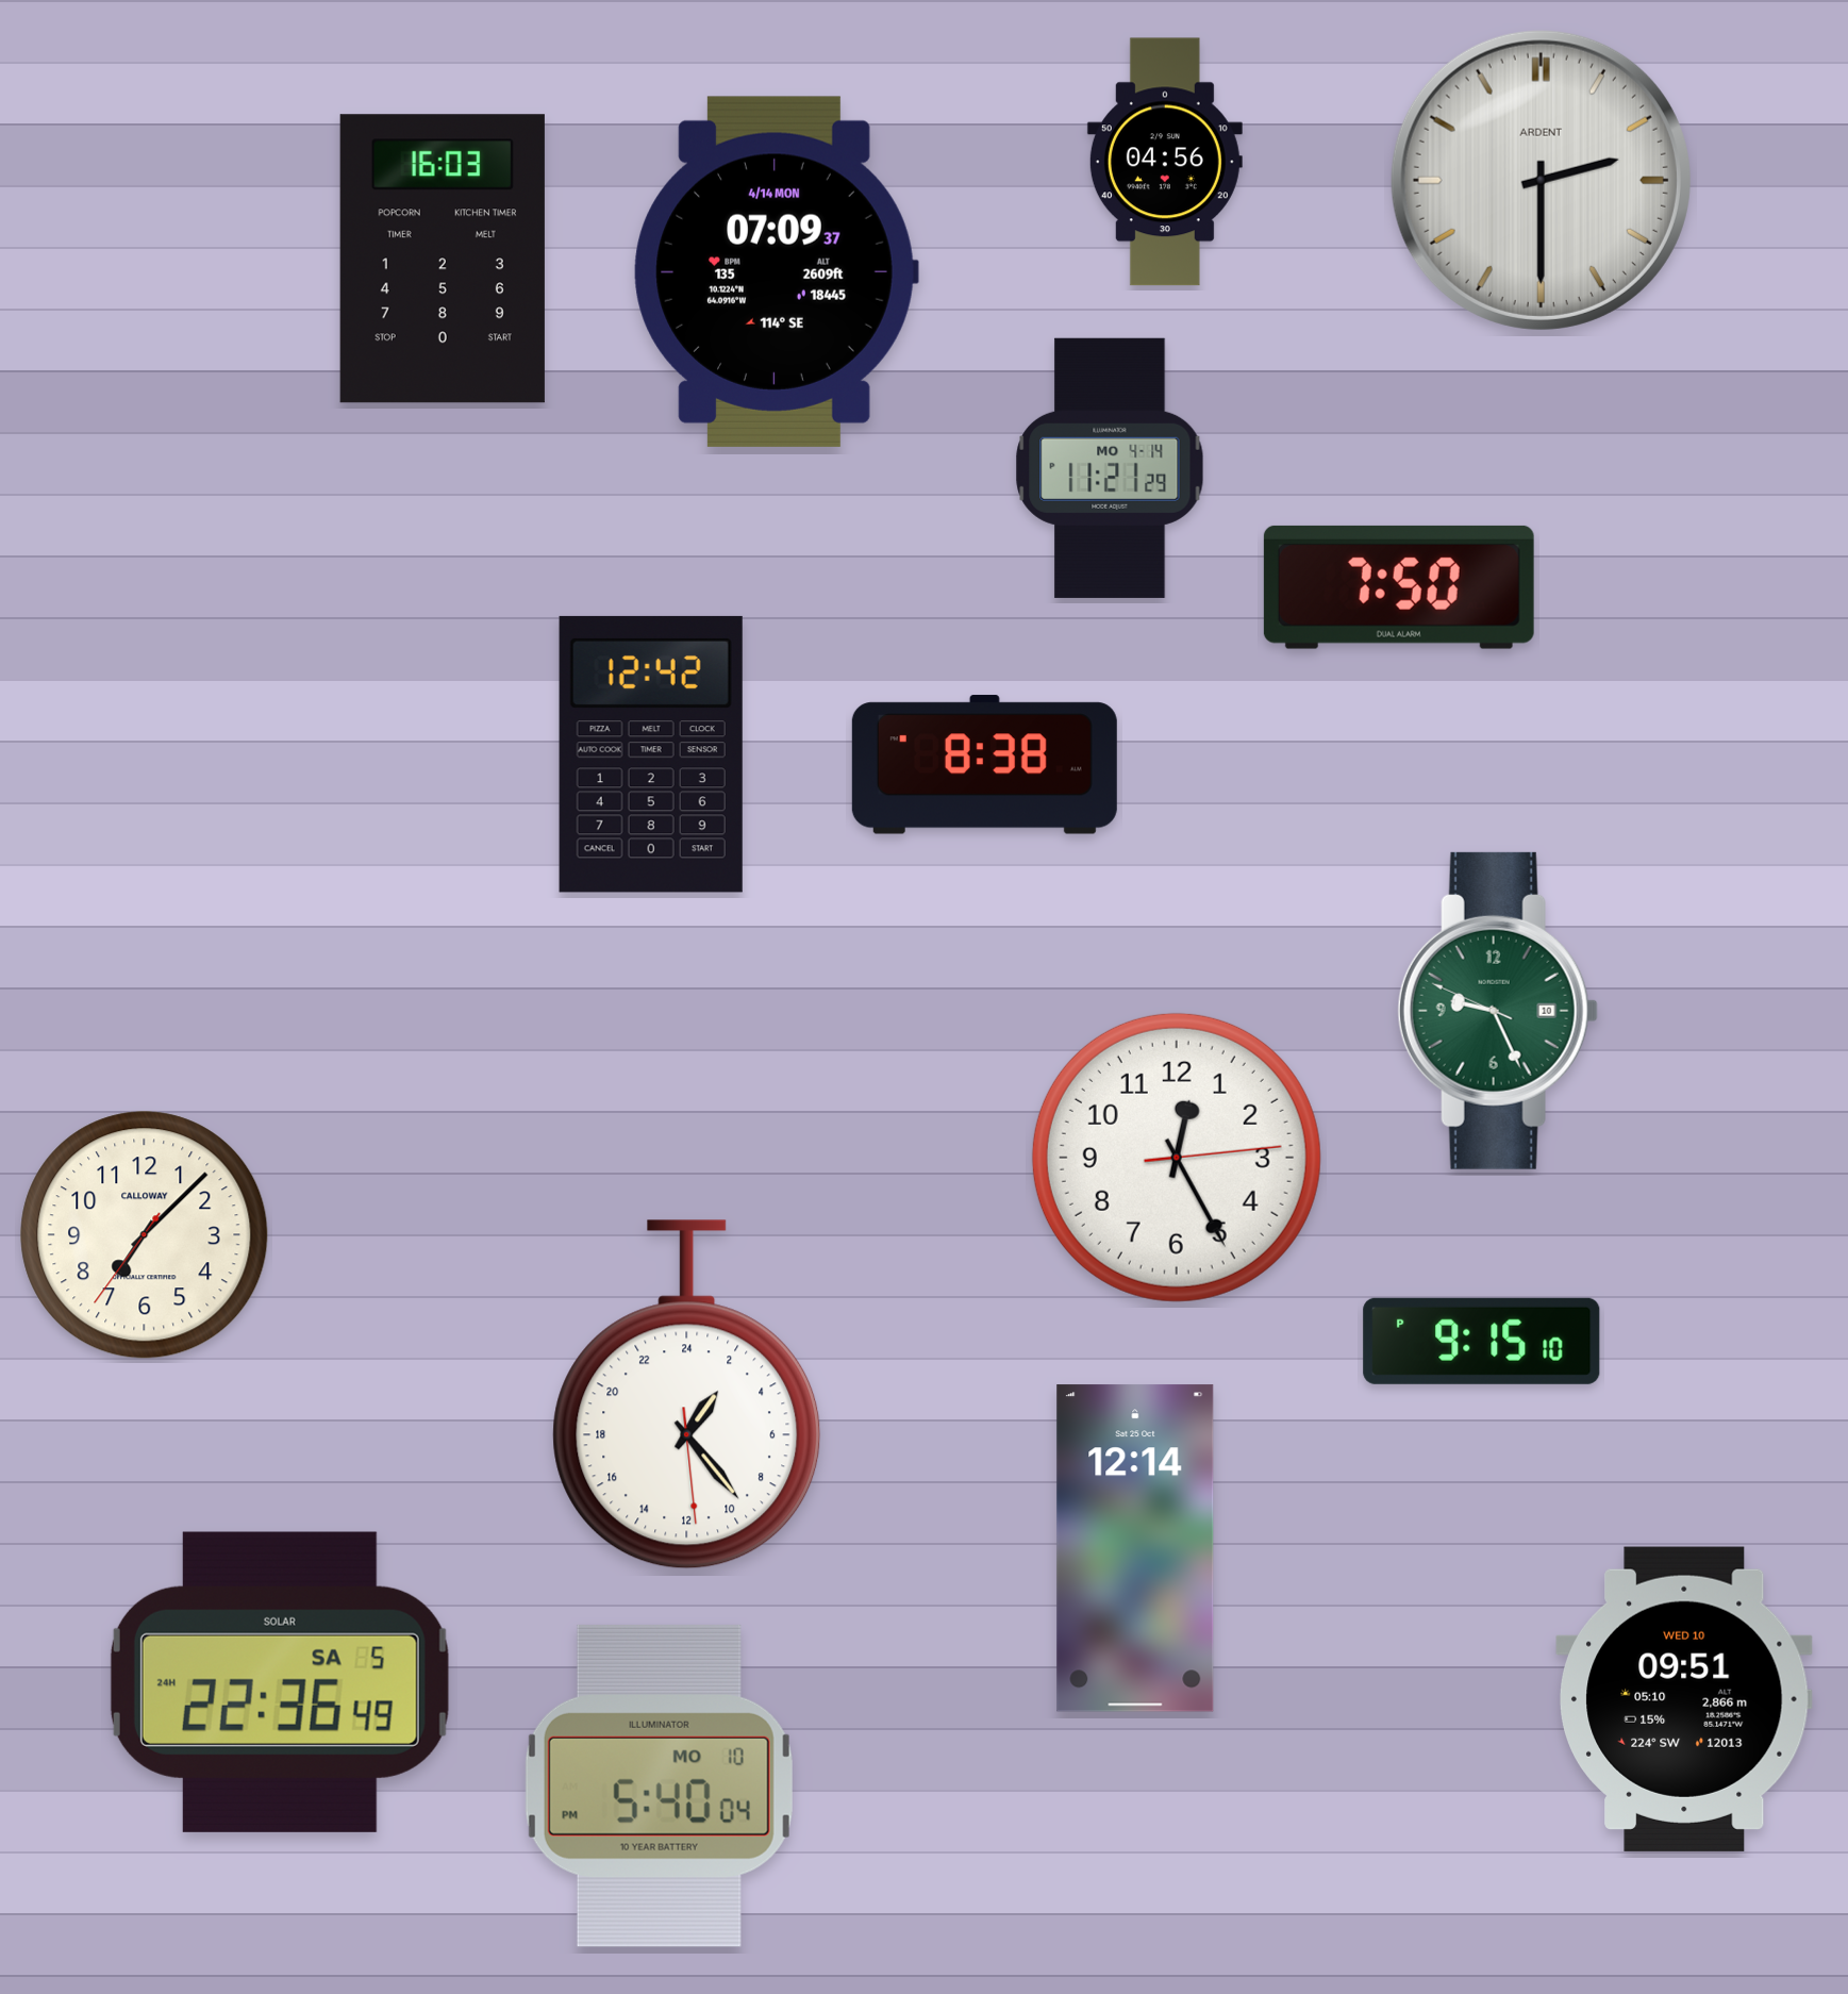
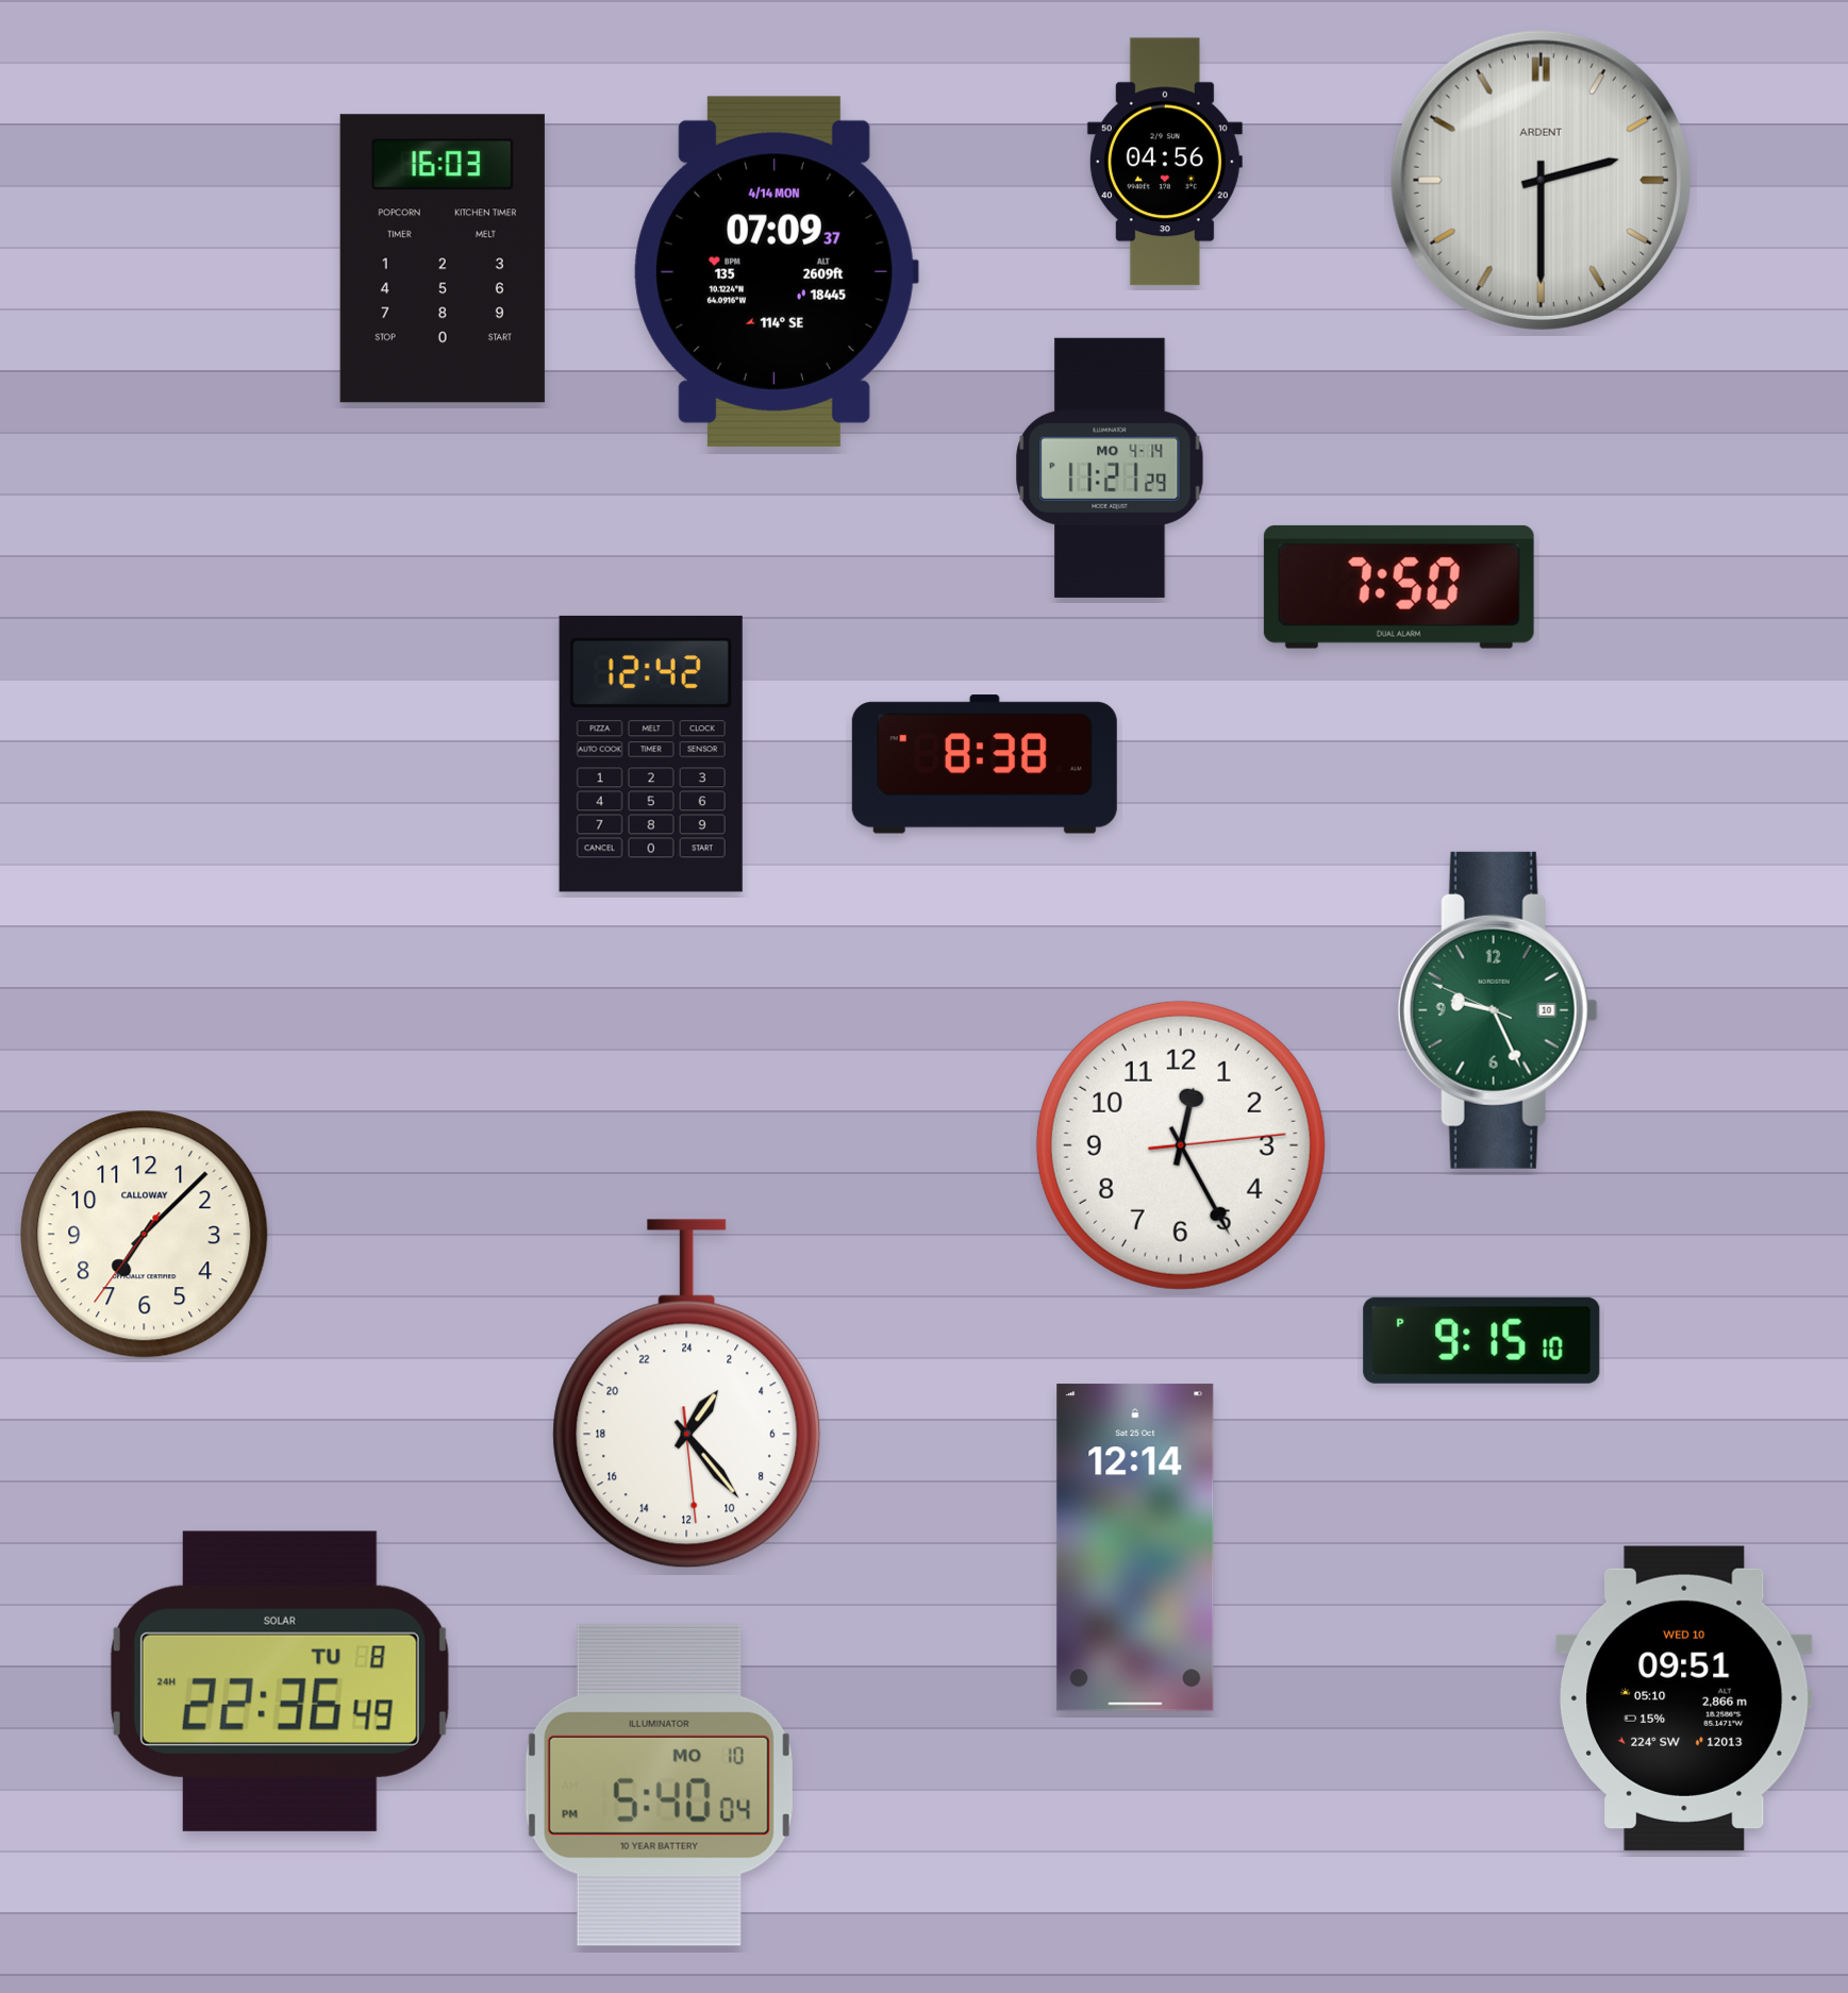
clock at (1177, 1158) position: (1177, 1158) -> (1181, 1145)
clock at (280, 1682) date: SA 5 -> TU 8
